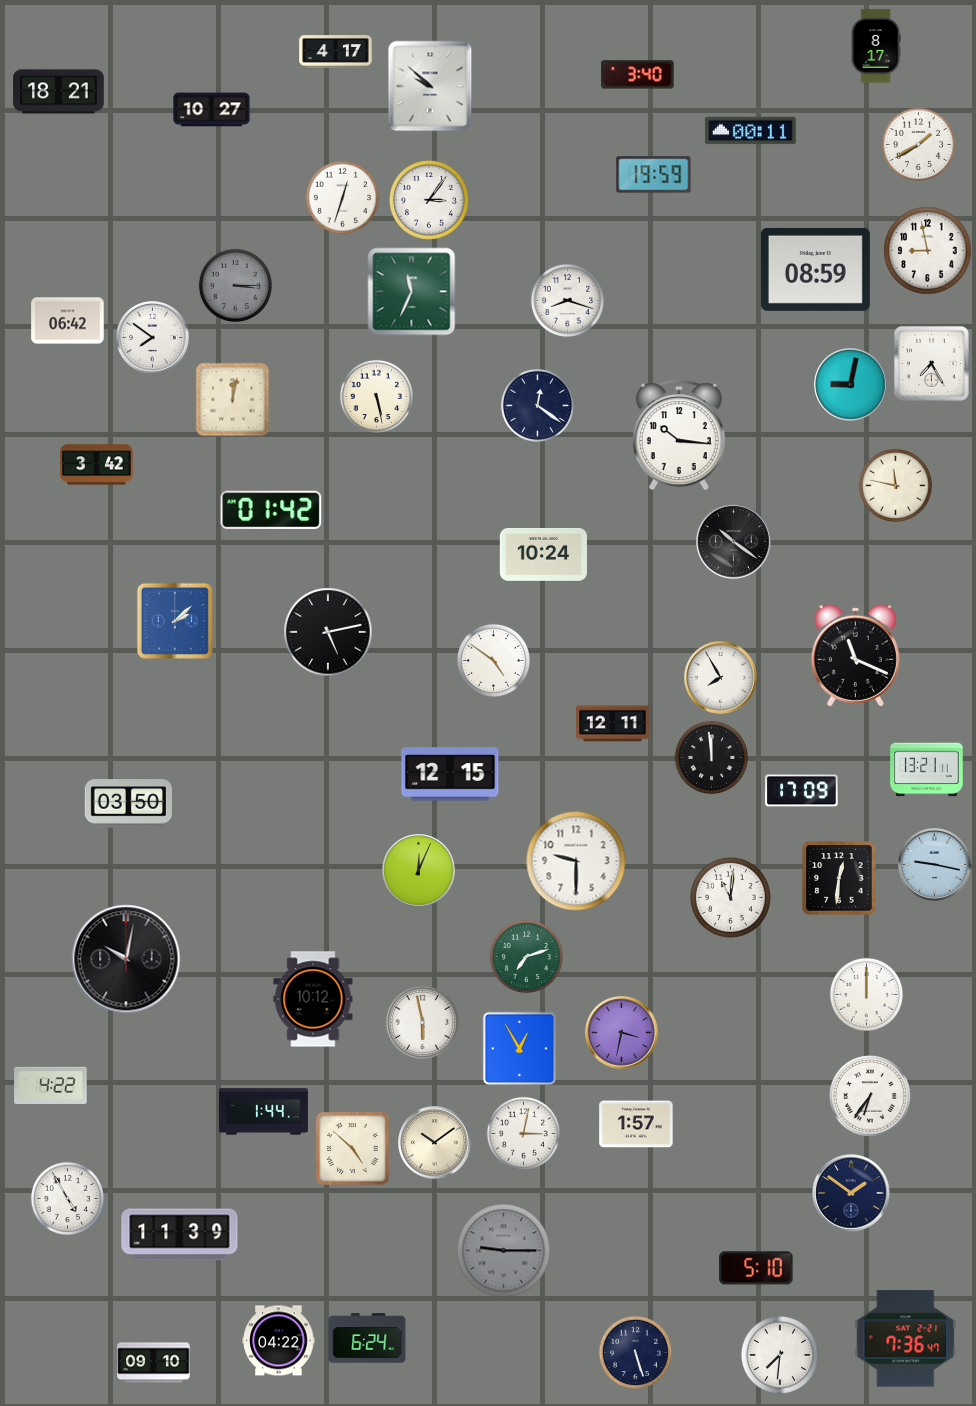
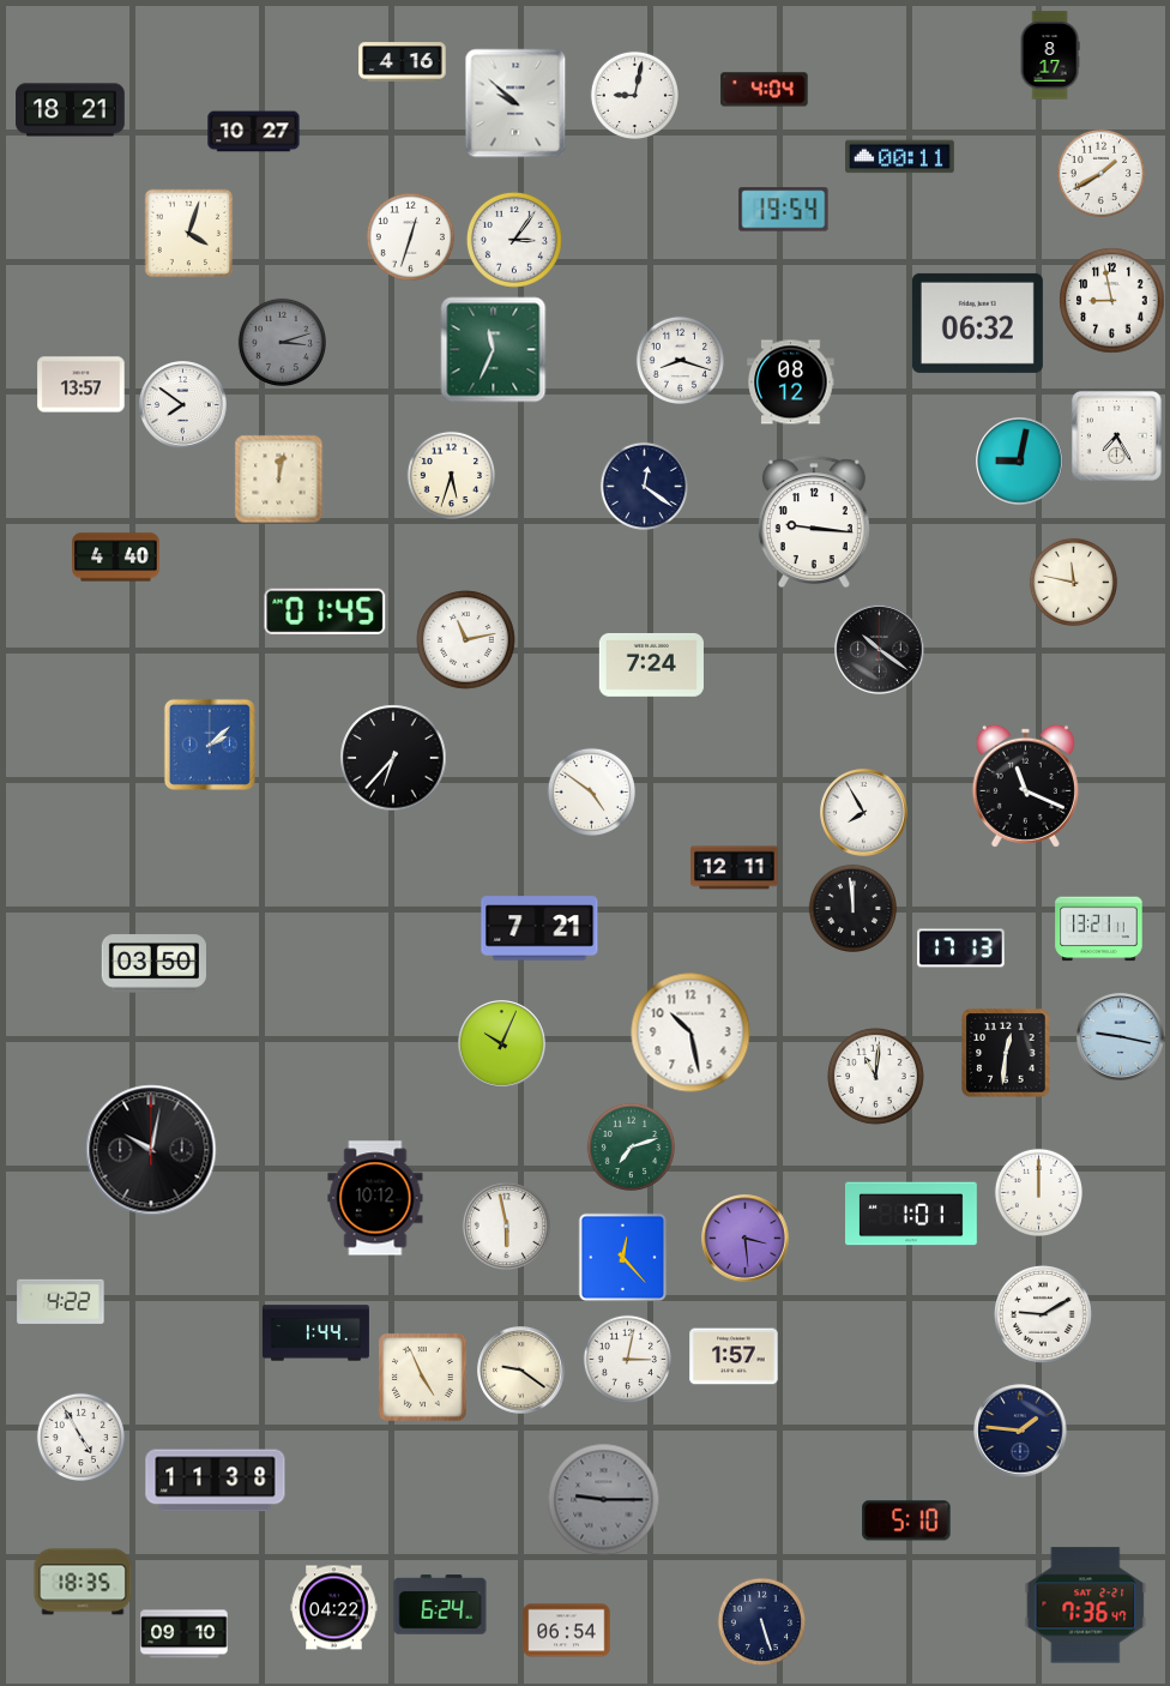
clock at (336, 52): 4:17 -> 4:16
clock at (638, 75): 3:40 -> 4:04
clock at (634, 95): none -> 9:02
clock at (654, 175): 19:59 -> 19:54
clock at (189, 234): none -> 4:03
clock at (815, 269): 08:59 -> 06:32
clock at (235, 285): 3:15 -> 3:12
clock at (791, 383): none -> 08:12
clock at (68, 321): 06:42 -> 13:57
clock at (376, 396): 5:28 -> 5:33
clock at (679, 435): 10:16 -> 9:16
clock at (97, 465): 3:42 -> 4:40
clock at (271, 509): 01:42 -> 01:45
clock at (466, 640): none -> 11:13
clock at (543, 554): 10:24 -> 7:24
clock at (328, 632): 5:13 -> 6:37
clock at (927, 770) position: (927, 770) -> (1099, 929)
clock at (450, 774): 12:15 -> 7:21
clock at (802, 791): 17:09 -> 17:13
clock at (576, 861): 9:30 -> 10:28
clock at (419, 871): 12:04 -> 10:04
clock at (912, 1214): none -> 1:01
clock at (622, 1033): 3:32 -> 3:29
clock at (520, 1049): 12:55 -> 12:23
clock at (871, 1097): 6:36 -> 9:10
clock at (636, 1124) position: (636, 1124) -> (734, 1356)
clock at (435, 1143): 10:09 -> 9:21
clock at (352, 1148): 4:52 -> 4:56
clock at (851, 1193): 1:51 -> 1:46
clock at (180, 1235): 11:39 -> 11:38
clock at (83, 1582): none -> 18:35
clock at (780, 1355): 7:31 -> none
clock at (567, 1631): none -> 06:54
